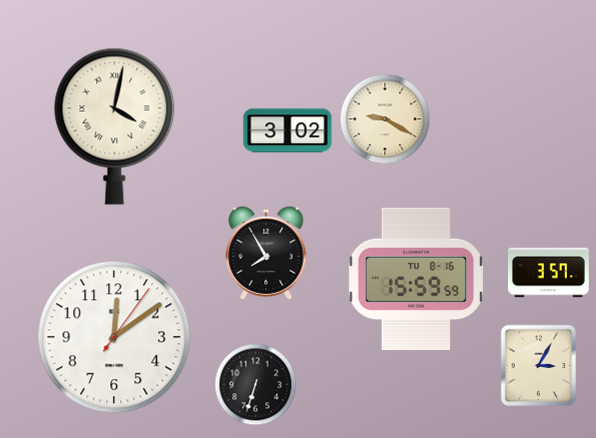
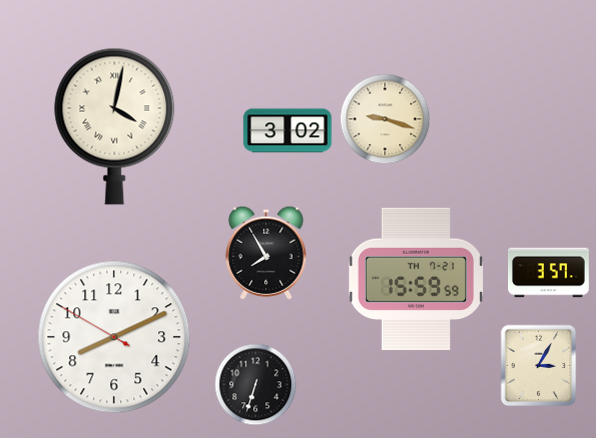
clock at (385, 119): 9:20 -> 9:18
clock at (416, 279) date: TU 8-16 -> TH 7-21
clock at (114, 337): 12:09 -> 8:10
